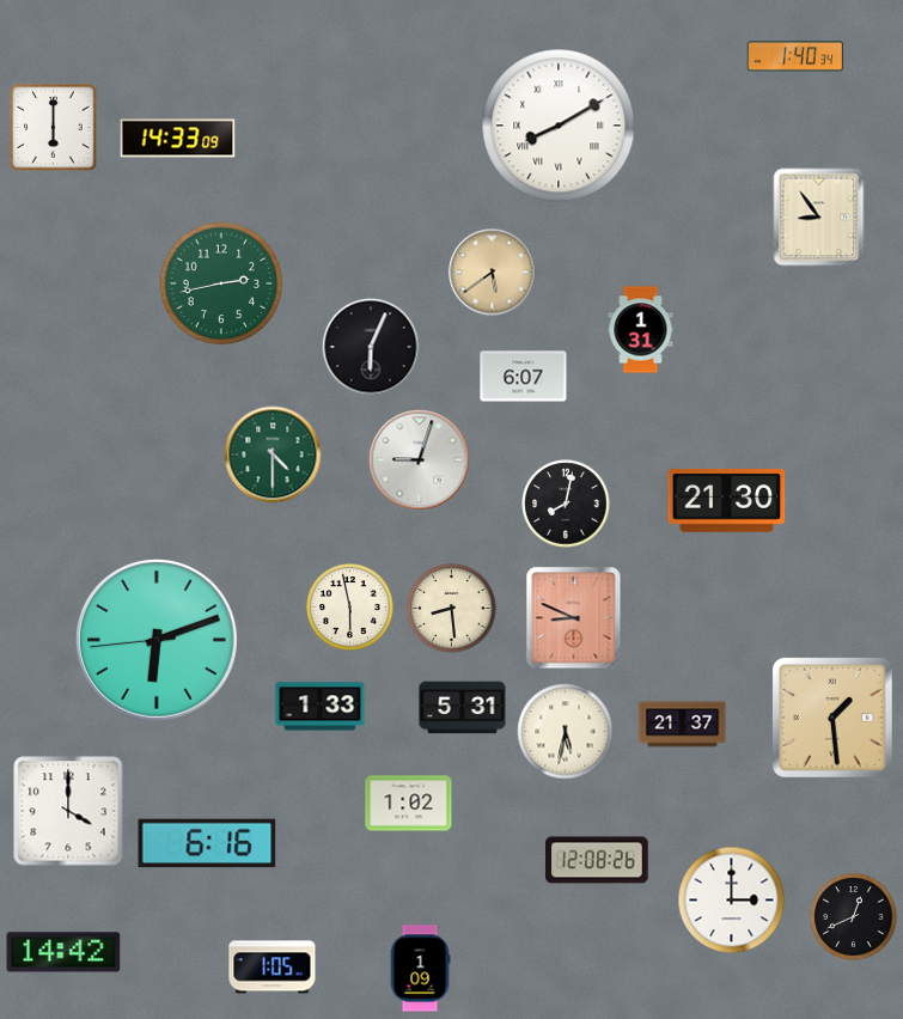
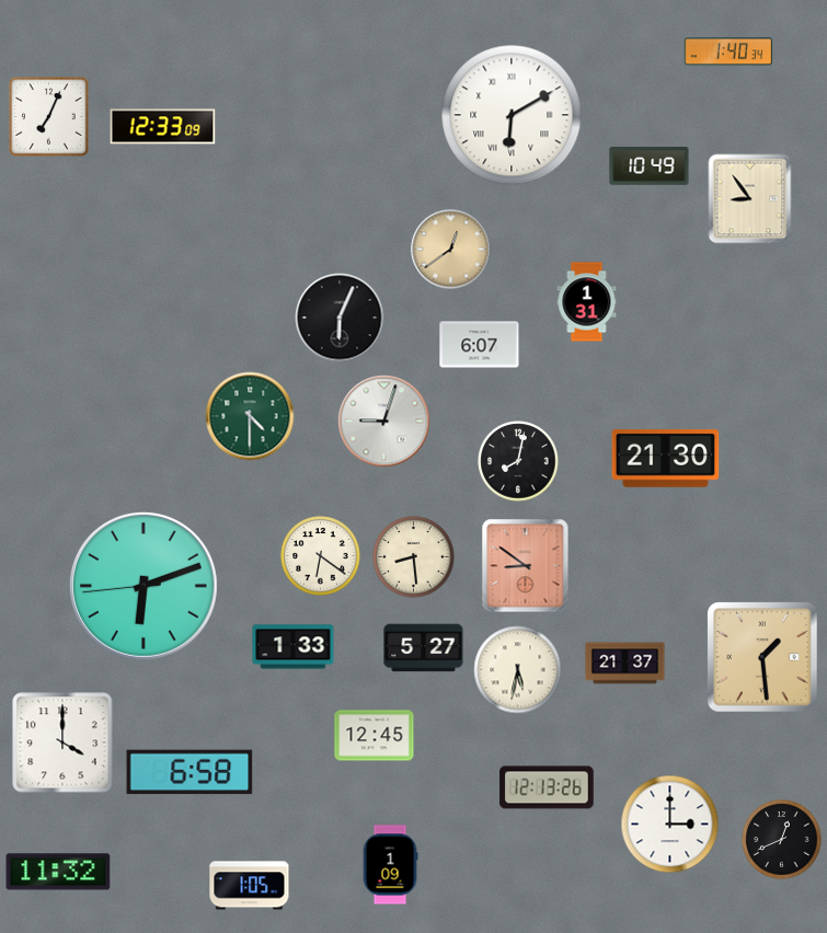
clock at (559, 126): 8:10 -> 6:10
clock at (54, 128): 6:00 -> 7:04
clock at (178, 139): 14:33 -> 12:33
clock at (650, 166): none -> 10:49
clock at (493, 273): 5:39 -> 12:39
clock at (221, 283): 2:43 -> none
clock at (350, 608): 5:58 -> 6:21
clock at (574, 618): 8:49 -> 8:51
clock at (463, 708): 5:31 -> 5:27
clock at (409, 804): 1:02 -> 12:45
clock at (207, 843): 6:16 -> 6:58
clock at (597, 860): 12:08 -> 12:13
clock at (63, 952): 14:42 -> 11:32
clock at (420, 969) position: (420, 969) -> (390, 865)
